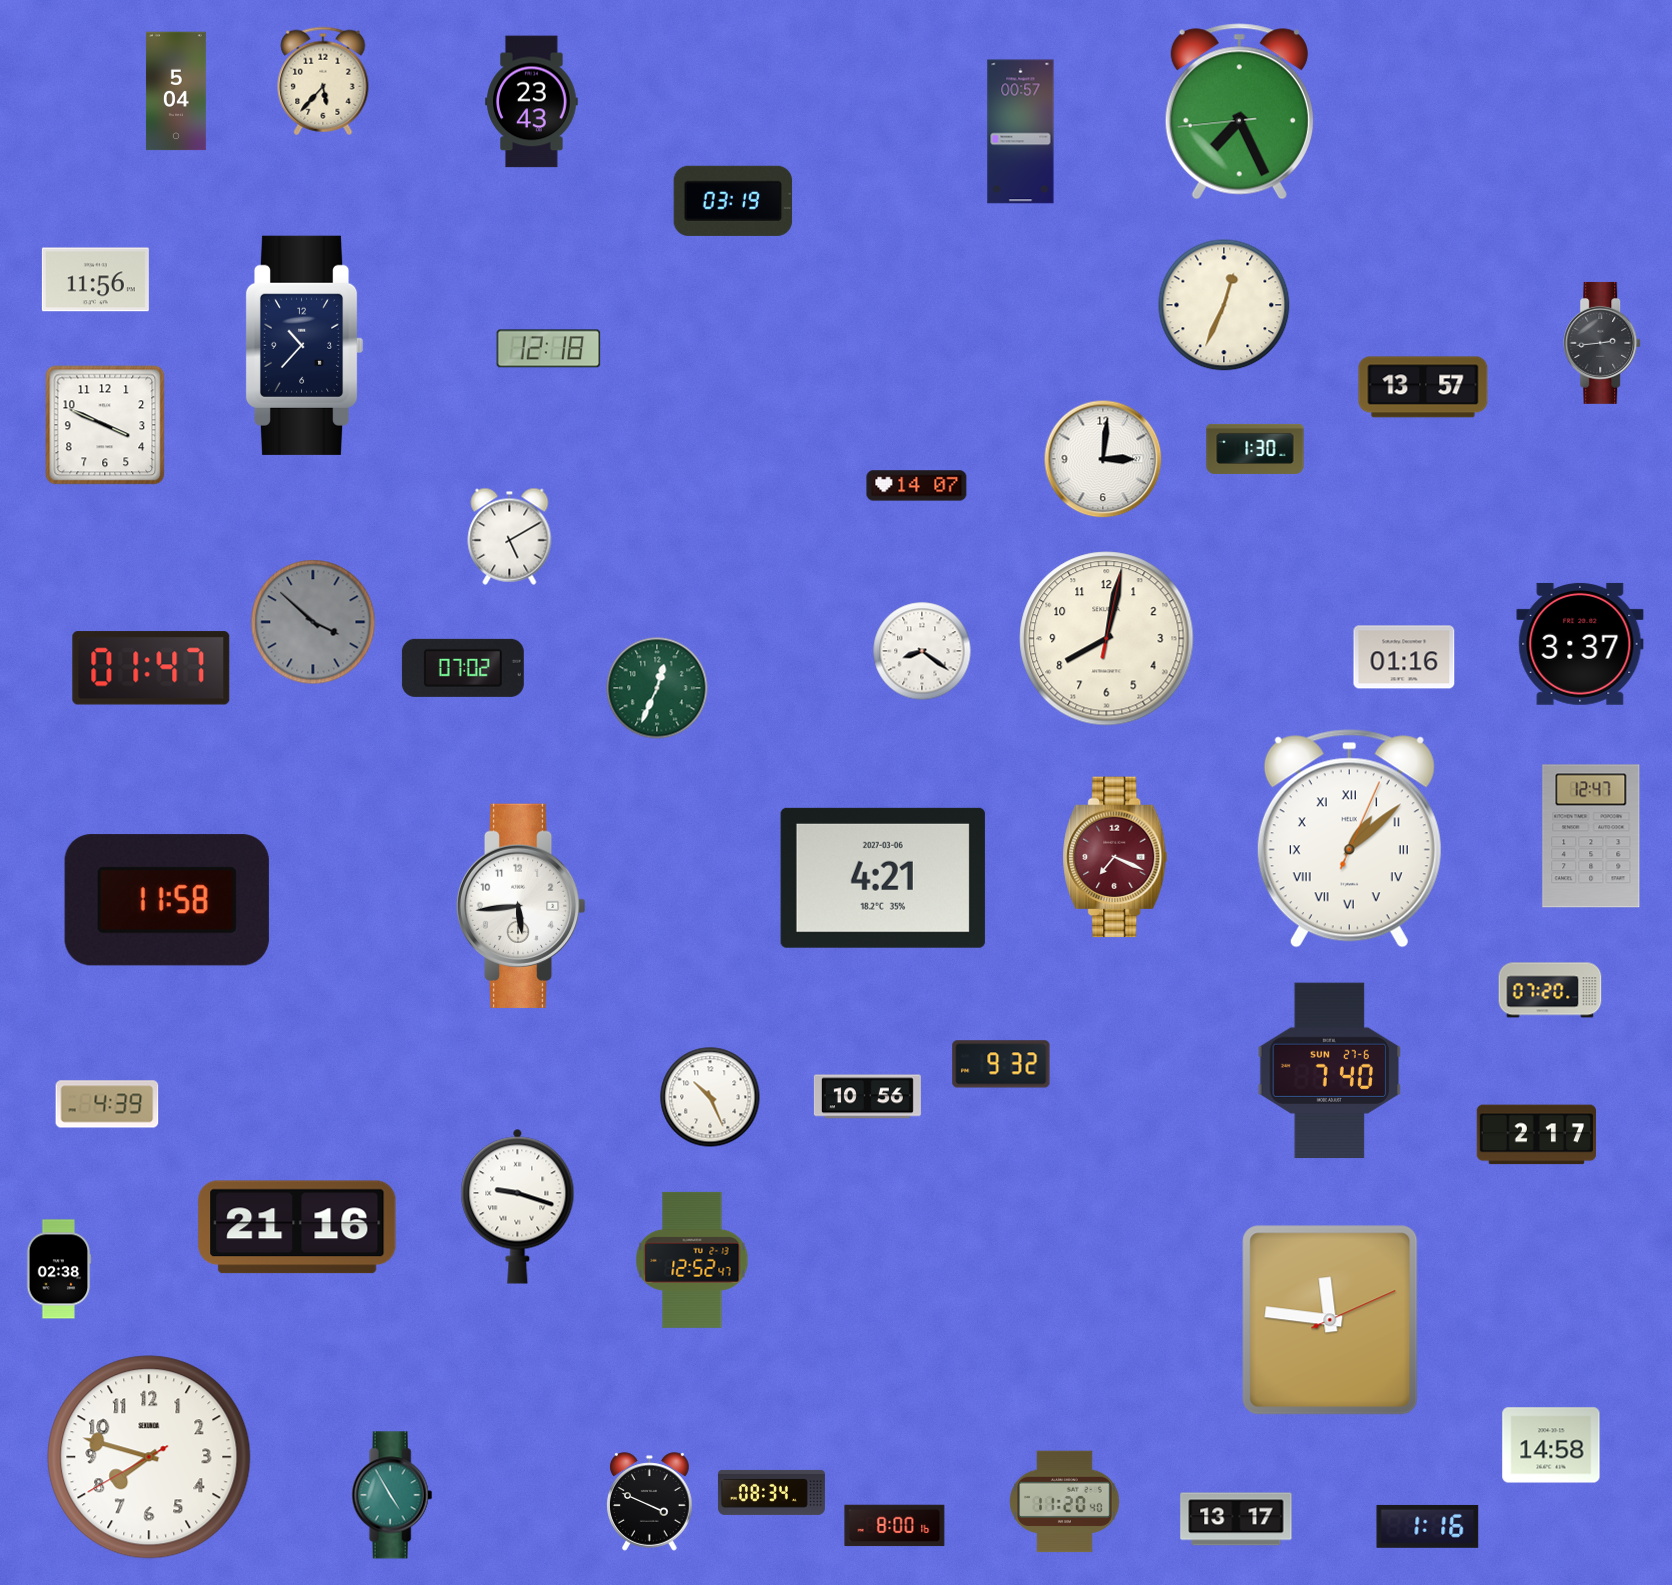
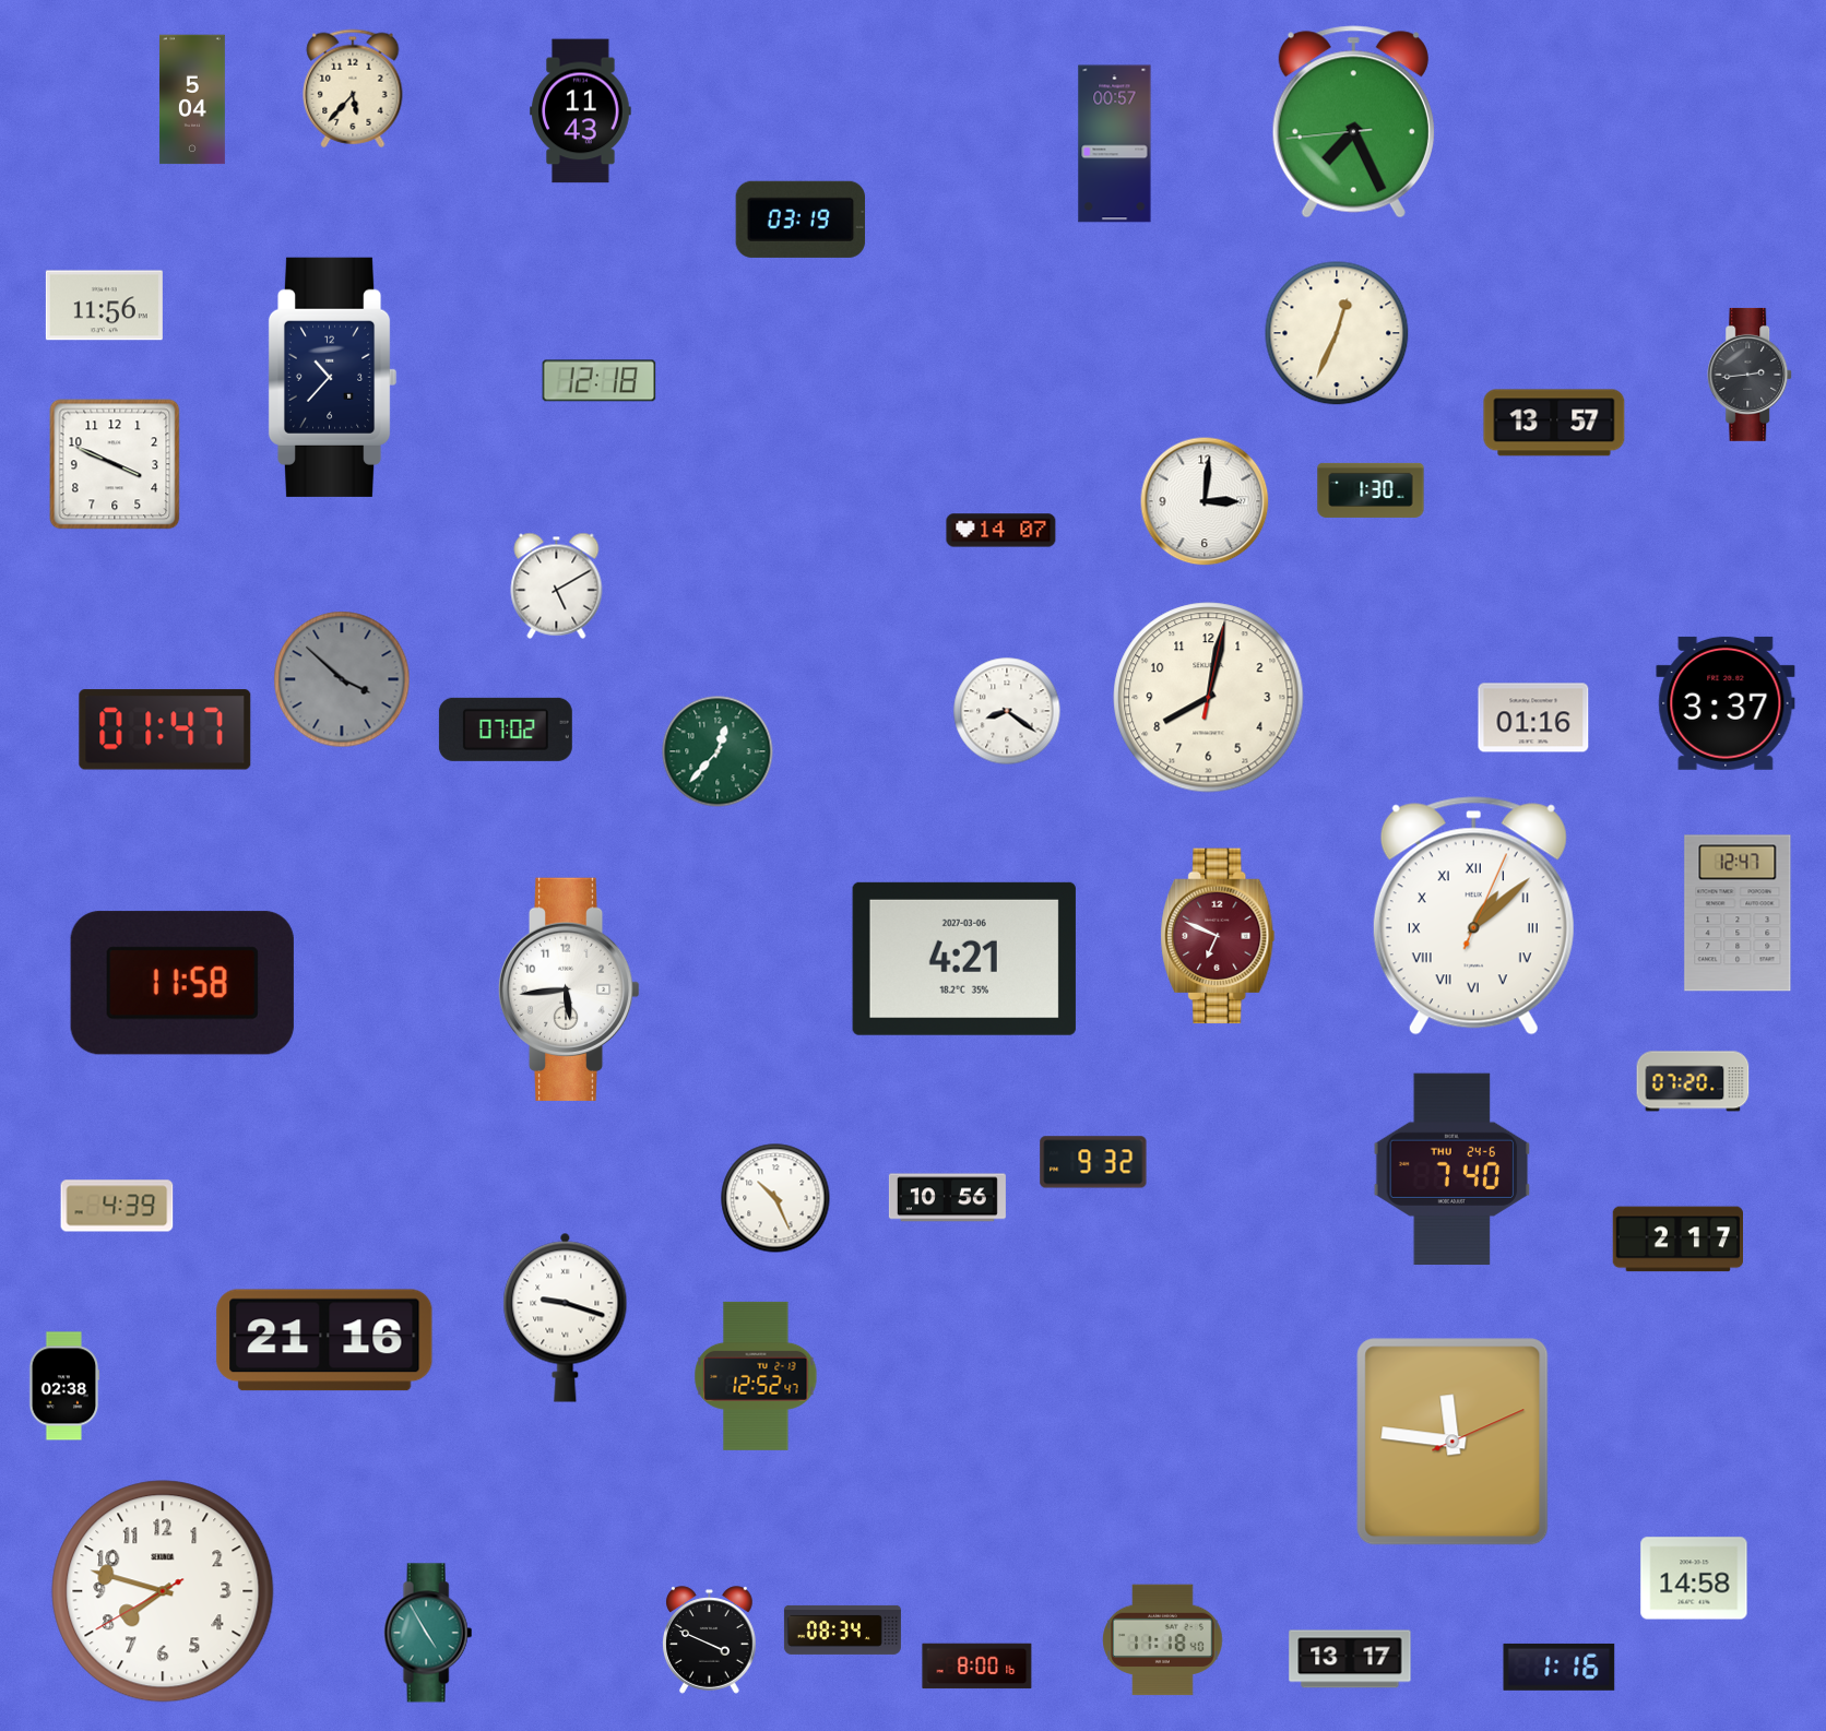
clock at (532, 102): 23:43 -> 11:43
clock at (657, 688): 12:34 -> 12:37
clock at (1115, 857): 7:19 -> 6:49
clock at (1330, 1071) date: SUN 27-6 -> THU 24-6
clock at (1065, 1502): 11:20 -> 11:18
